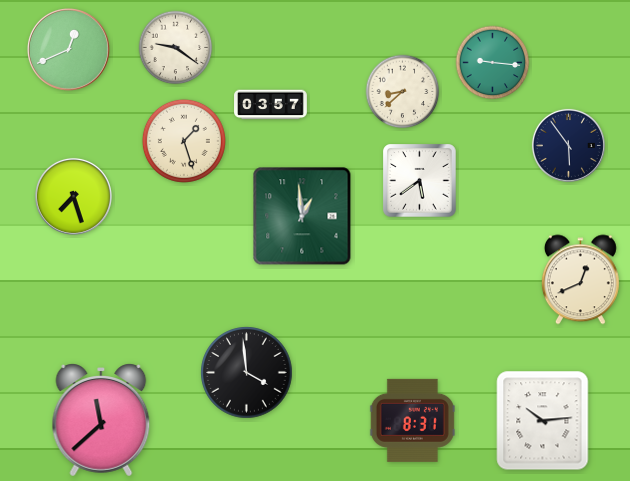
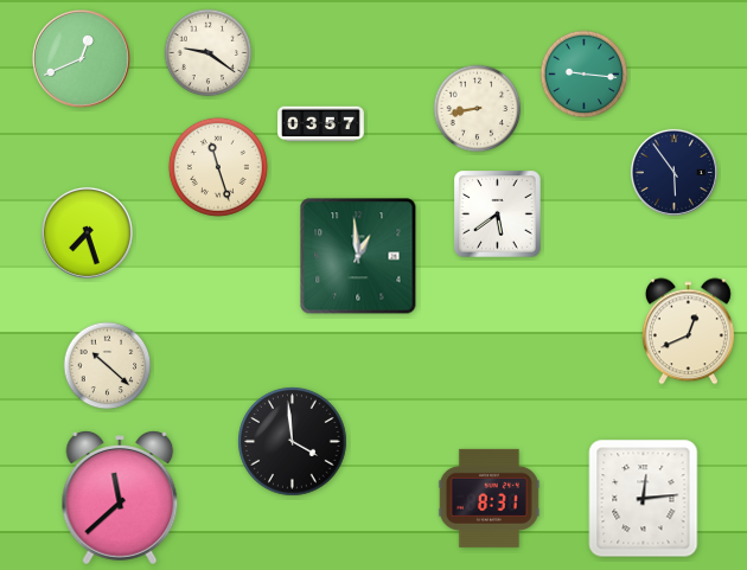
clock at (176, 48) position: (176, 48) -> (209, 53)
clock at (403, 92): 8:38 -> 8:43
clock at (184, 141): 1:27 -> 11:27
clock at (108, 366): none -> 10:22
clock at (543, 421): 10:14 -> 12:14
